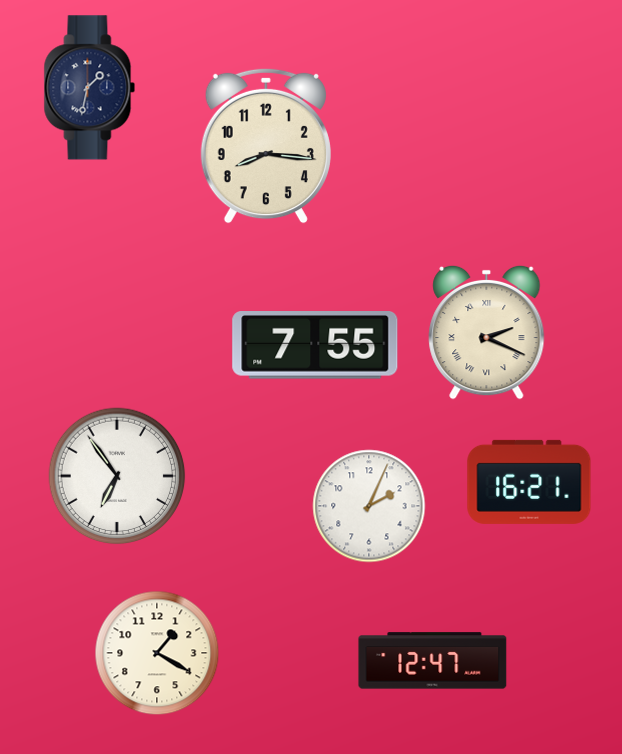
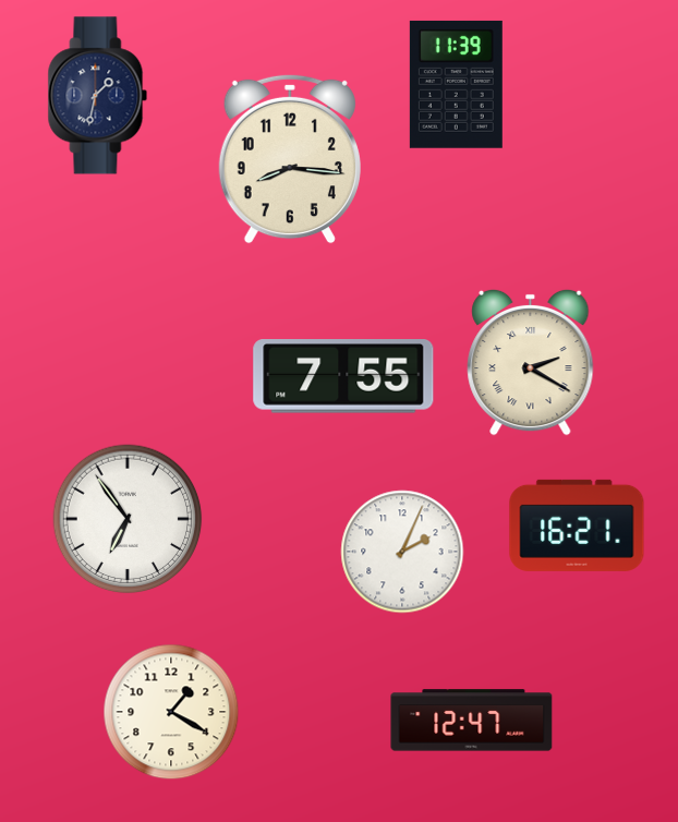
clock at (456, 84): none -> 11:39
clock at (487, 332): 2:19 -> 2:20
